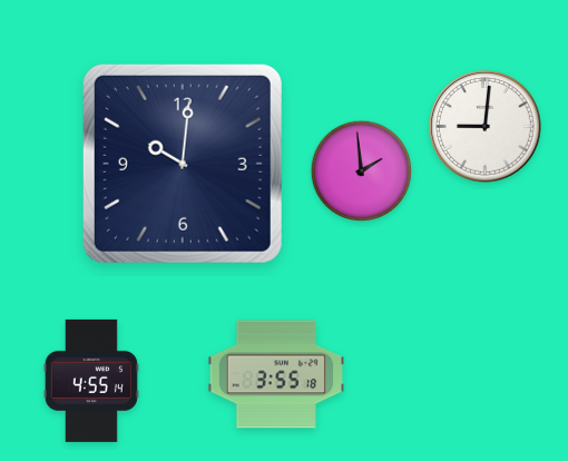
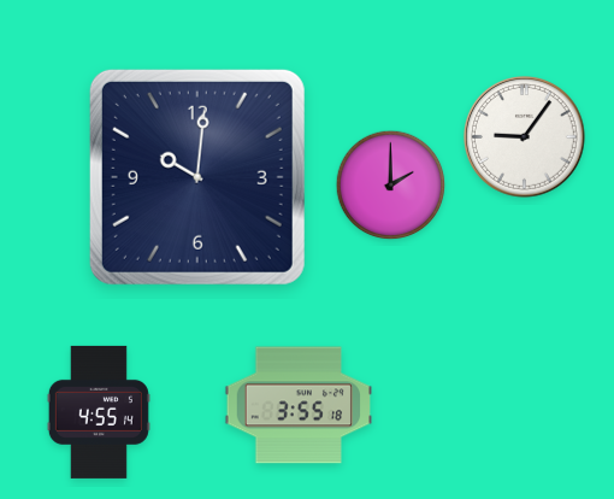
clock at (486, 127): 9:01 -> 9:06
clock at (362, 171): 1:59 -> 2:00
